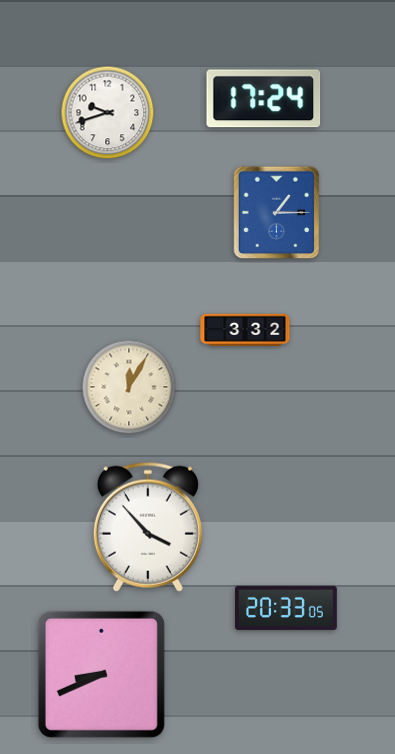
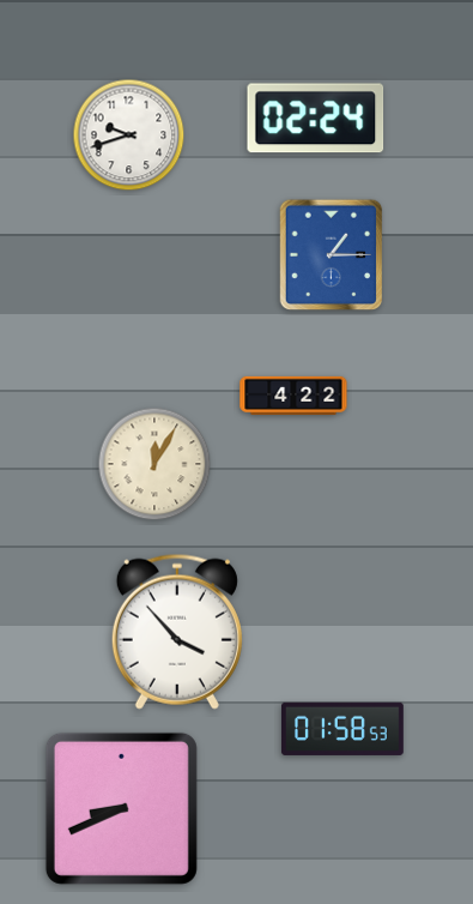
clock at (264, 99): 17:24 -> 02:24
clock at (245, 330): 3:32 -> 4:22
clock at (286, 608): 20:33 -> 01:58
